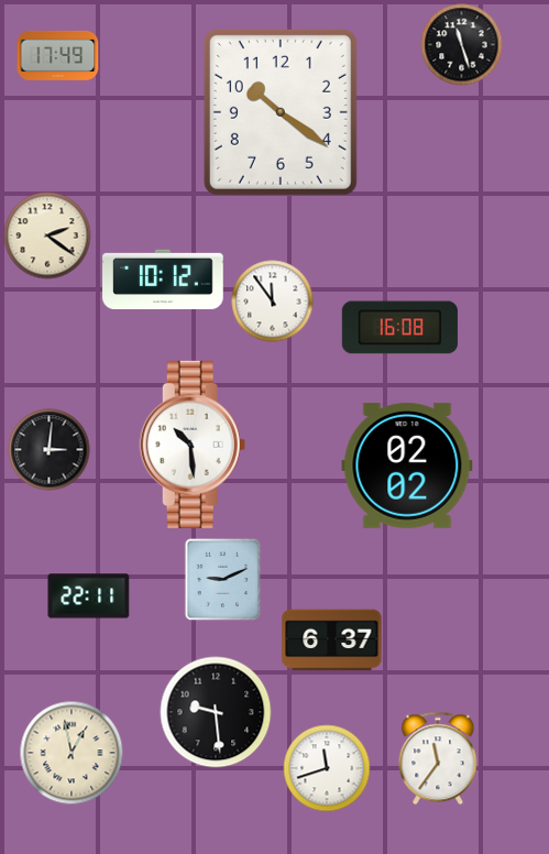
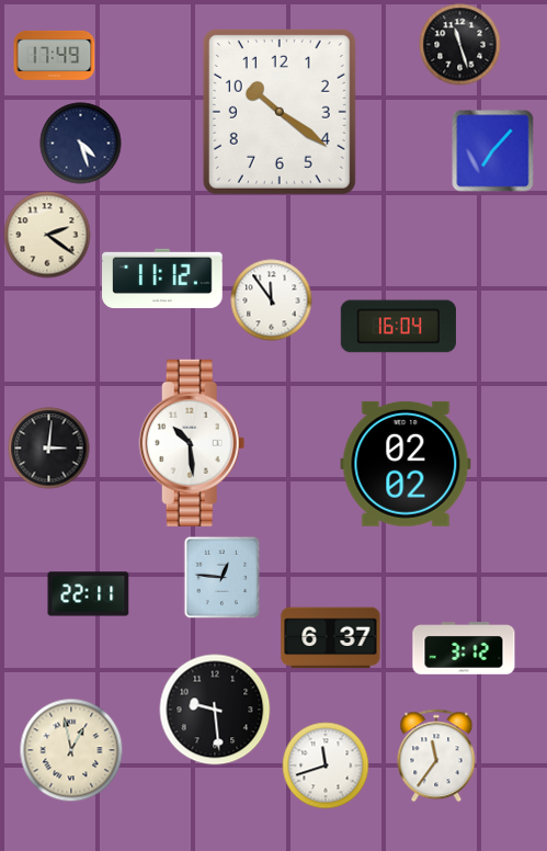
clock at (58, 55) position: (58, 55) -> (55, 55)
clock at (81, 144): none -> 4:27
clock at (493, 151): none -> 7:07
clock at (163, 278): 10:12 -> 11:12
clock at (399, 328): 16:08 -> 16:04
clock at (223, 580): 9:11 -> 12:46
clock at (464, 649): none -> 3:12
